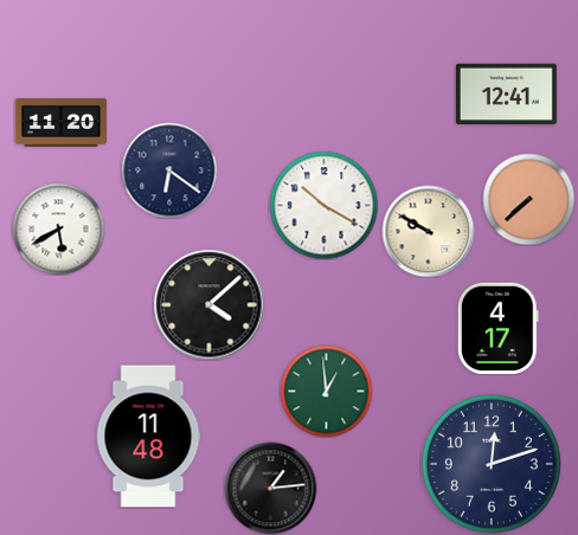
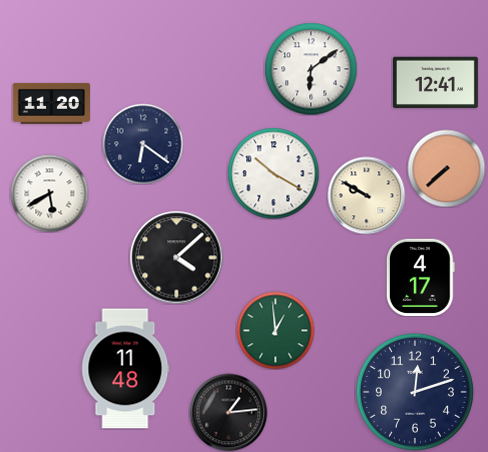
clock at (311, 69): none -> 6:09
clock at (506, 95) position: (506, 95) -> (435, 83)
clock at (428, 231) position: (428, 231) -> (366, 195)
